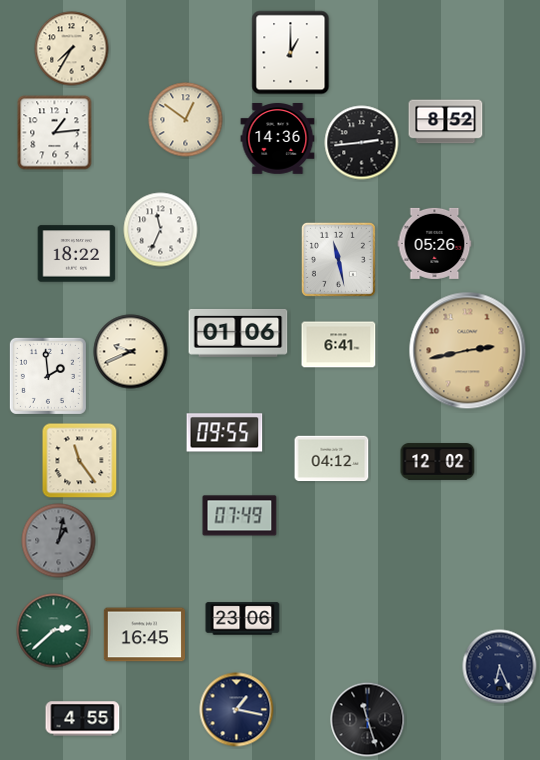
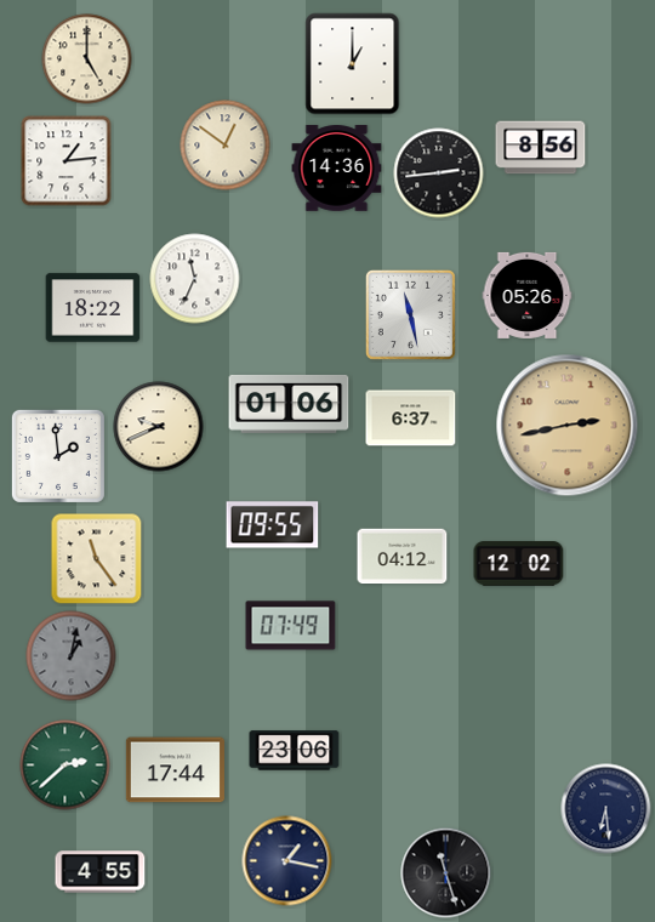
clock at (72, 49): 7:35 -> 5:00
clock at (446, 122): 8:52 -> 8:56
clock at (339, 345): 6:41 -> 6:37
clock at (438, 462) position: (438, 462) -> (519, 564)
clock at (144, 635): 16:45 -> 17:44
clock at (500, 667): 6:26 -> 6:29
